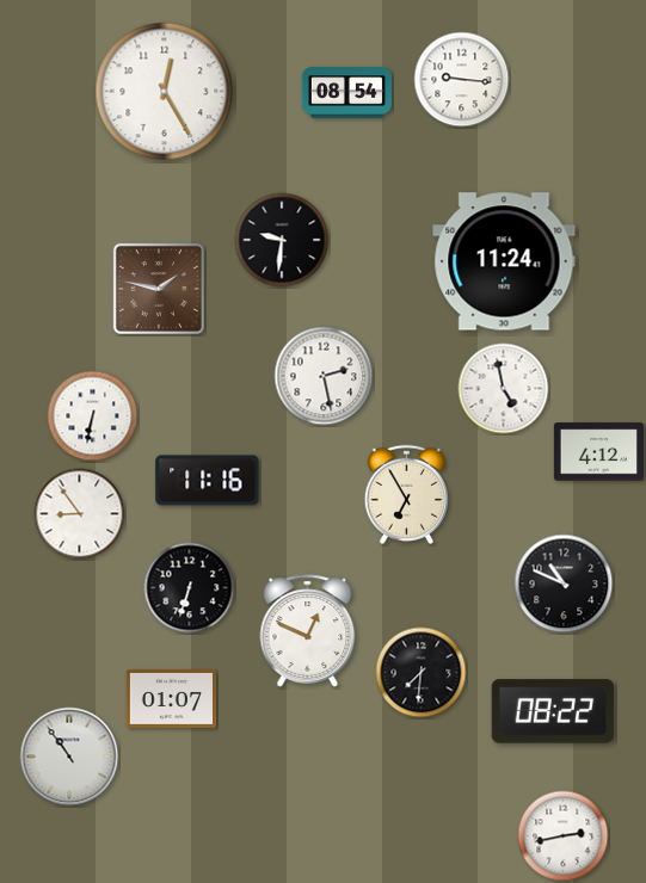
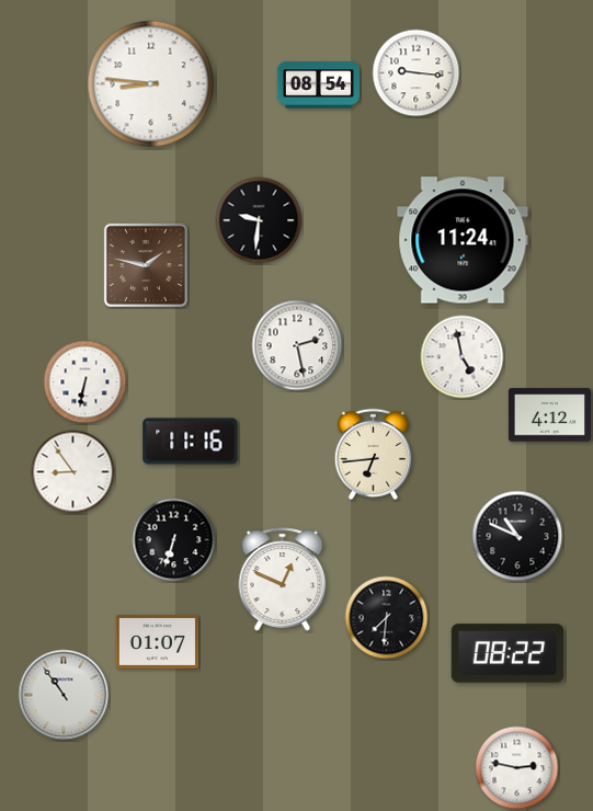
clock at (462, 80) position: (462, 80) -> (417, 73)
clock at (165, 92): 12:25 -> 8:46
clock at (406, 494): 6:55 -> 6:44
clock at (564, 836): 2:43 -> 2:47
